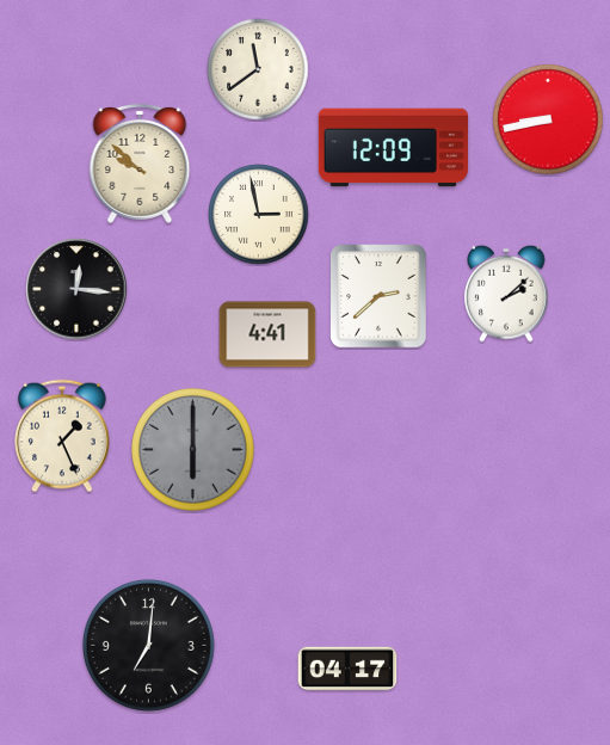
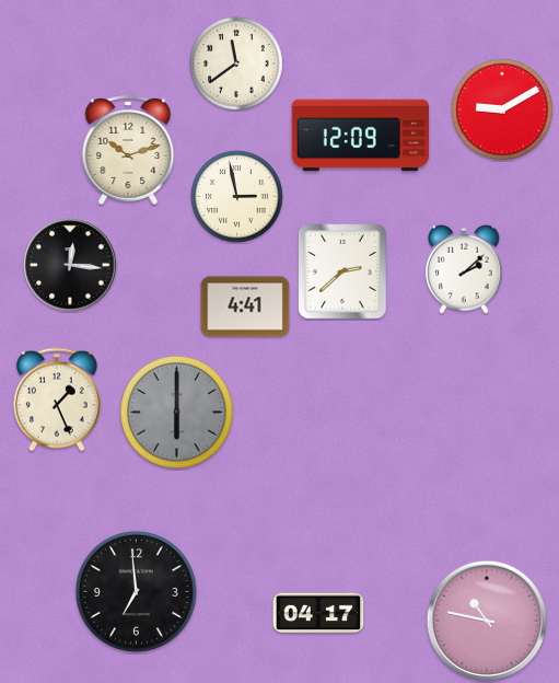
clock at (548, 119): 8:43 -> 9:10
clock at (140, 164): 9:52 -> 10:12
clock at (378, 296) position: (378, 296) -> (342, 271)
clock at (148, 645): 7:01 -> 6:59
clock at (487, 621): none -> 10:47
